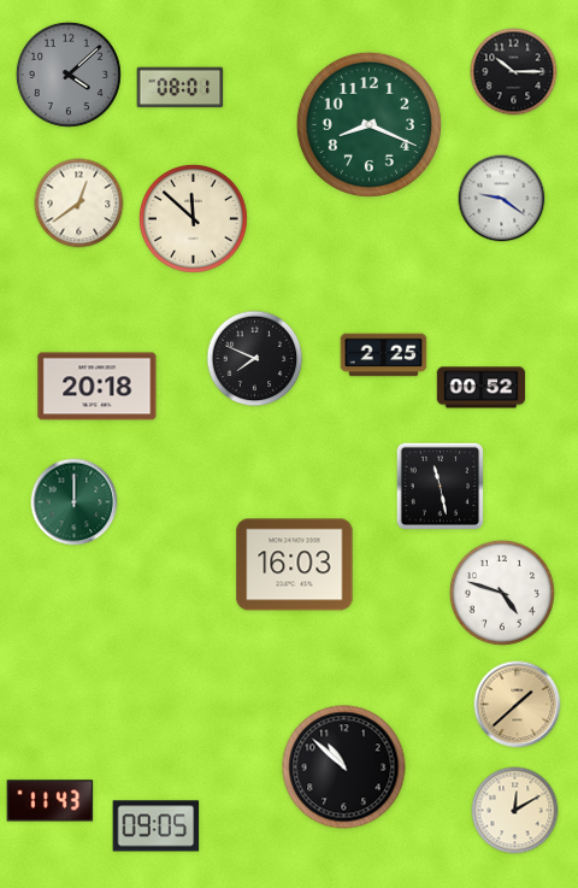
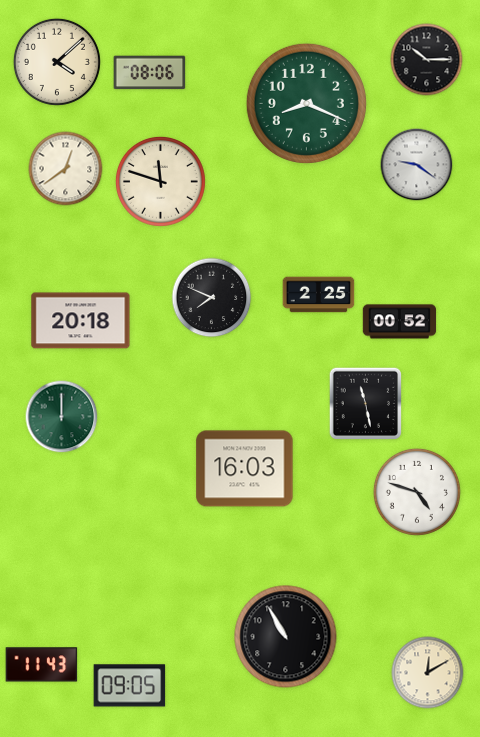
clock at (69, 75) dial: grey -> cream
clock at (181, 88): 08:01 -> 08:06
clock at (193, 218): 11:52 -> 11:48
clock at (518, 705): 1:38 -> none
clock at (344, 768): 10:52 -> 10:55
